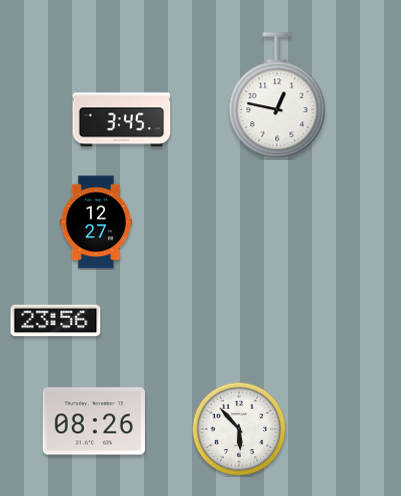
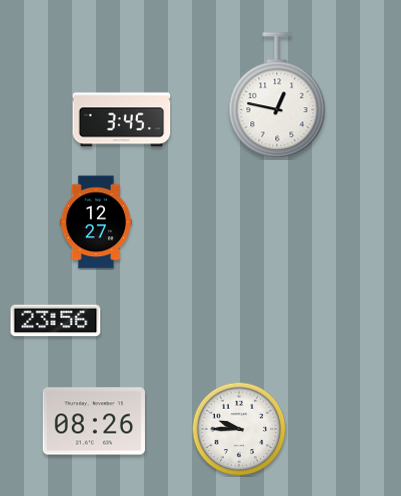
clock at (239, 429): 5:53 -> 9:45
